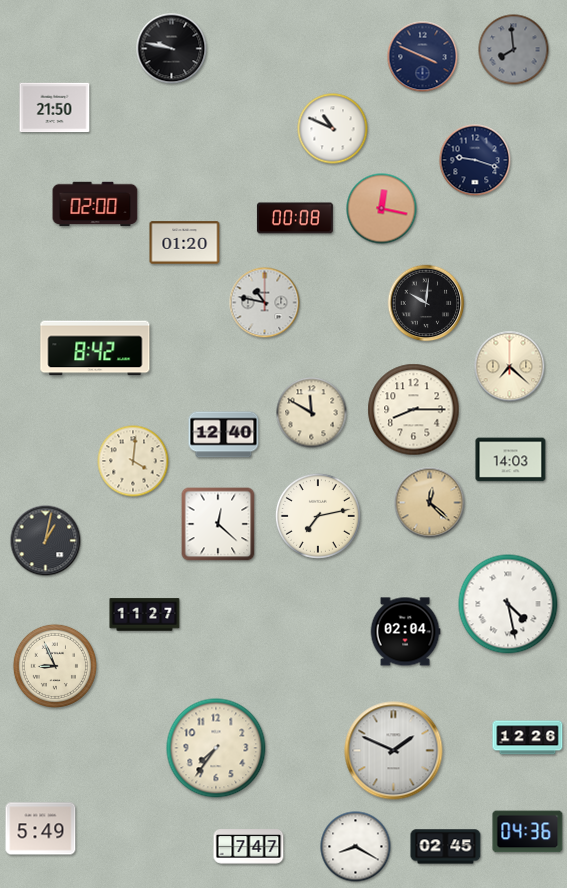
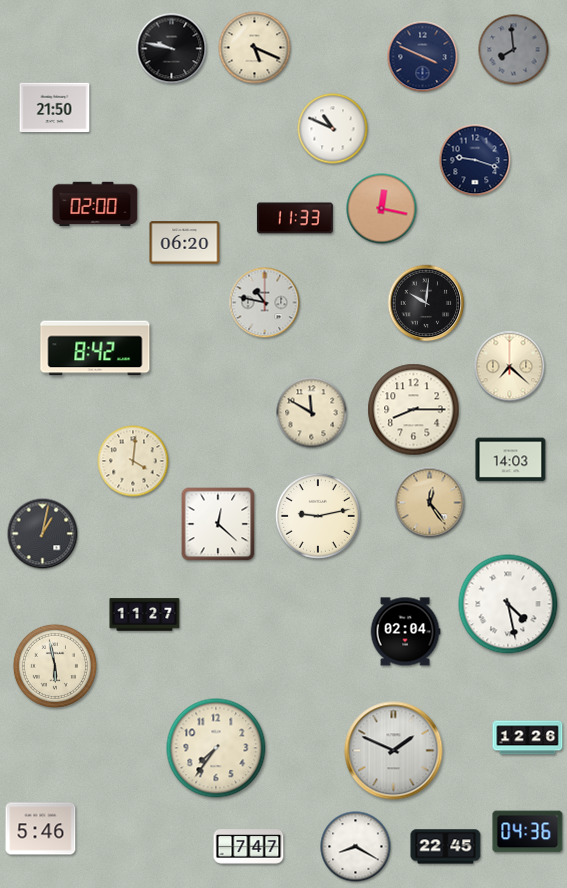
clock at (255, 48): none -> 5:19
clock at (295, 218): 00:08 -> 11:33
clock at (185, 243): 01:20 -> 06:20
clock at (224, 435): 12:40 -> none
clock at (430, 503): 12:22 -> 12:24
clock at (318, 516): 7:13 -> 9:13
clock at (46, 541) position: (46, 541) -> (43, 534)
clock at (55, 666): 8:56 -> 5:58
clock at (41, 829): 5:49 -> 5:46
clock at (446, 847): 02:45 -> 22:45
